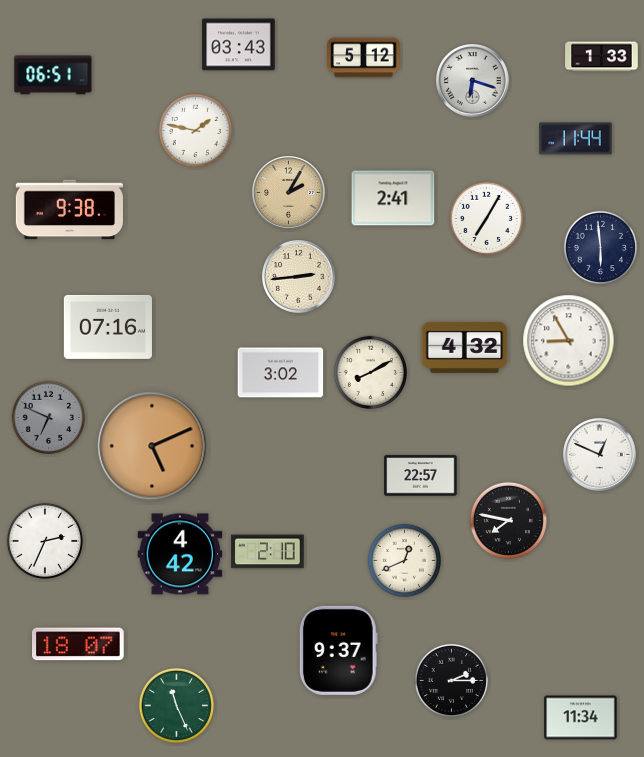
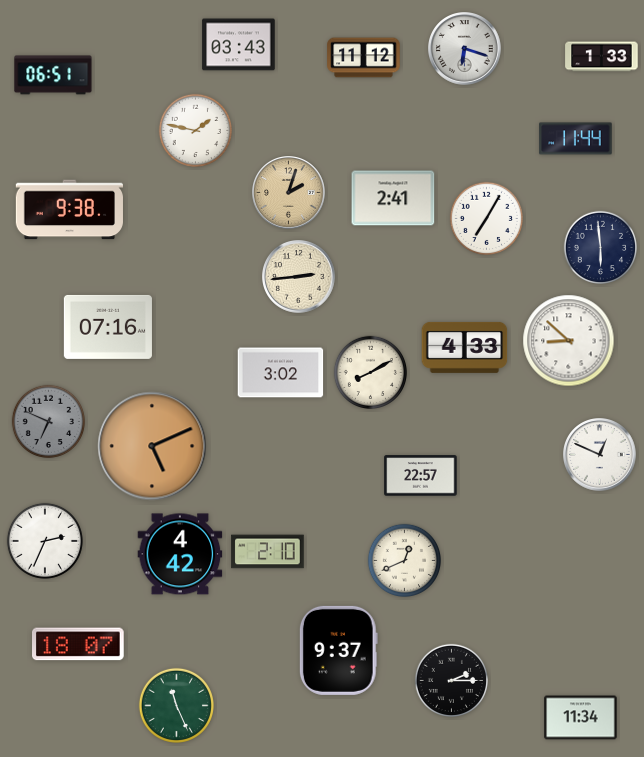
clock at (364, 58): 5:12 -> 11:12
clock at (473, 81) position: (473, 81) -> (465, 49)
clock at (289, 193): 2:05 -> 2:03
clock at (569, 341): 8:55 -> 8:52
clock at (465, 347): 4:32 -> 4:33
clock at (48, 417) position: (48, 417) -> (48, 421)
clock at (508, 520): 7:47 -> none
